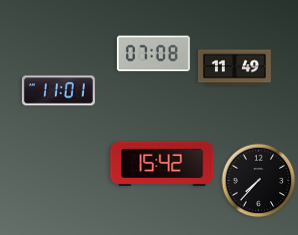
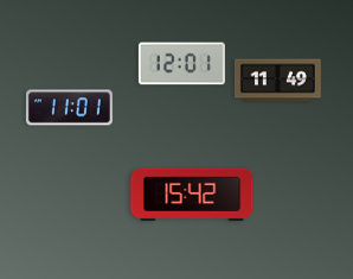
clock at (153, 54): 07:08 -> 12:01
clock at (259, 181): 7:37 -> none
